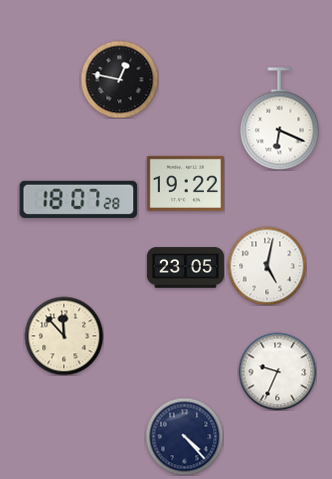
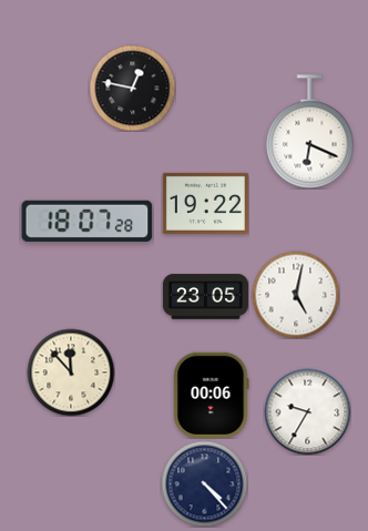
clock at (212, 395): none -> 00:06
clock at (277, 371): 9:34 -> 9:35
